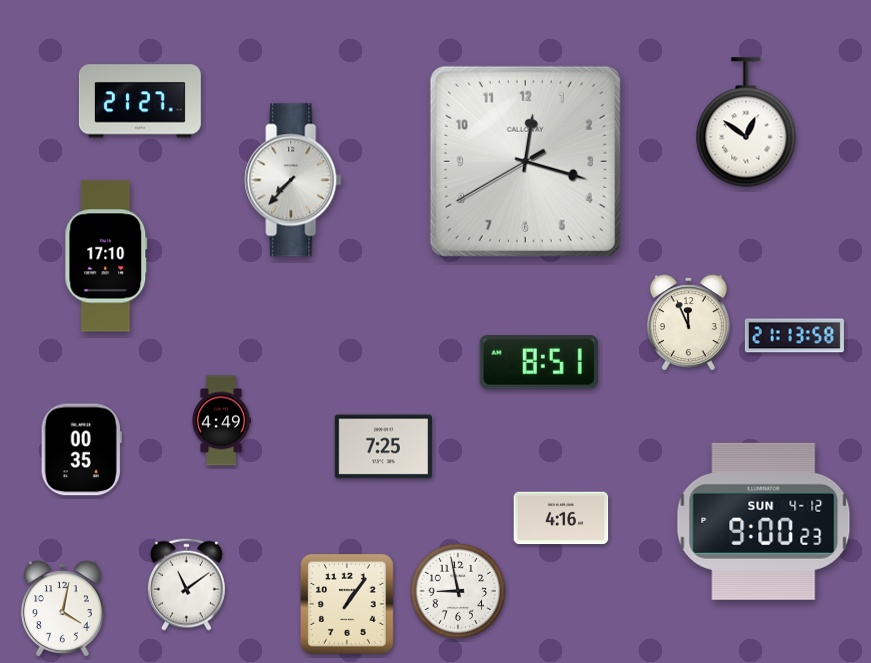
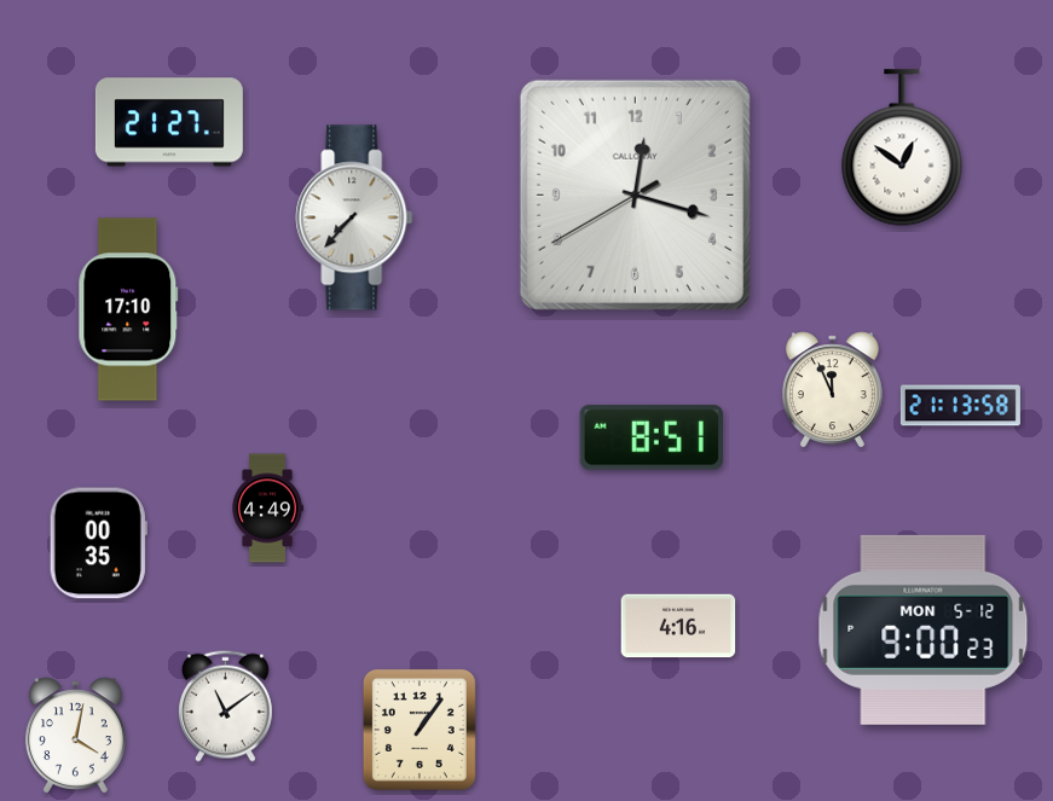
clock at (383, 447): 7:25 -> none
clock at (764, 521) date: SUN 4-12 -> MON 5-12
clock at (458, 591): 8:58 -> none
